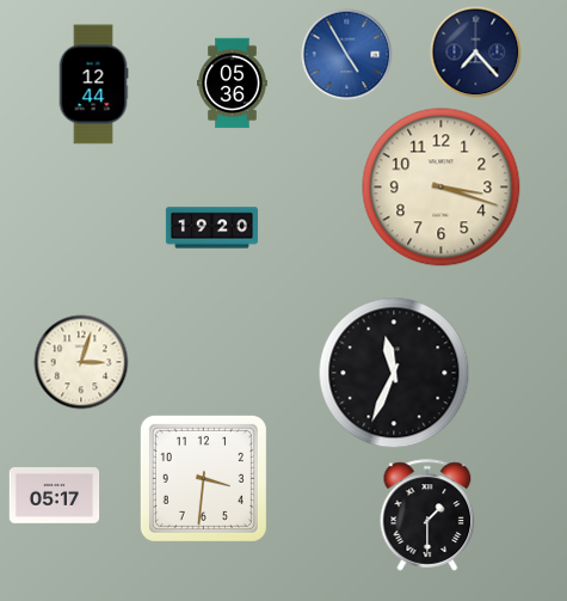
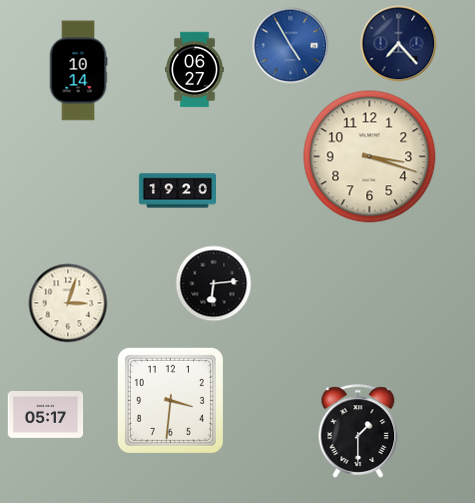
clock at (233, 84): 05:36 -> 06:27
clock at (93, 85): 12:44 -> 10:14
clock at (214, 284): none -> 6:14
clock at (394, 373): 11:34 -> none
